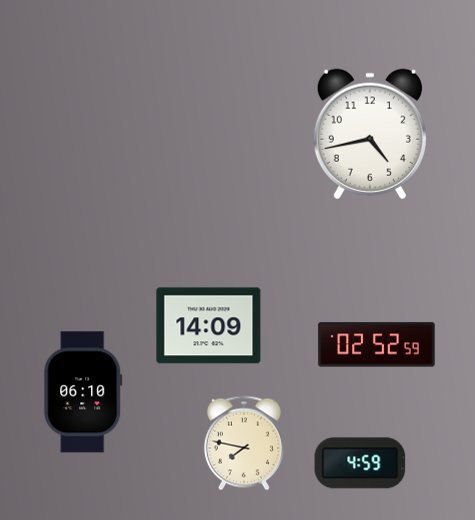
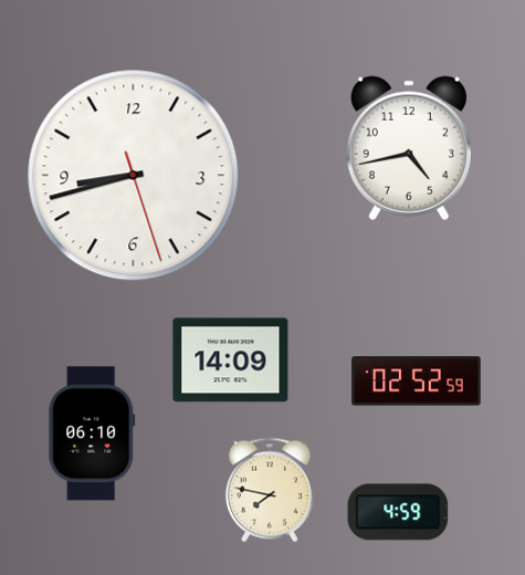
clock at (134, 176): none -> 8:42
